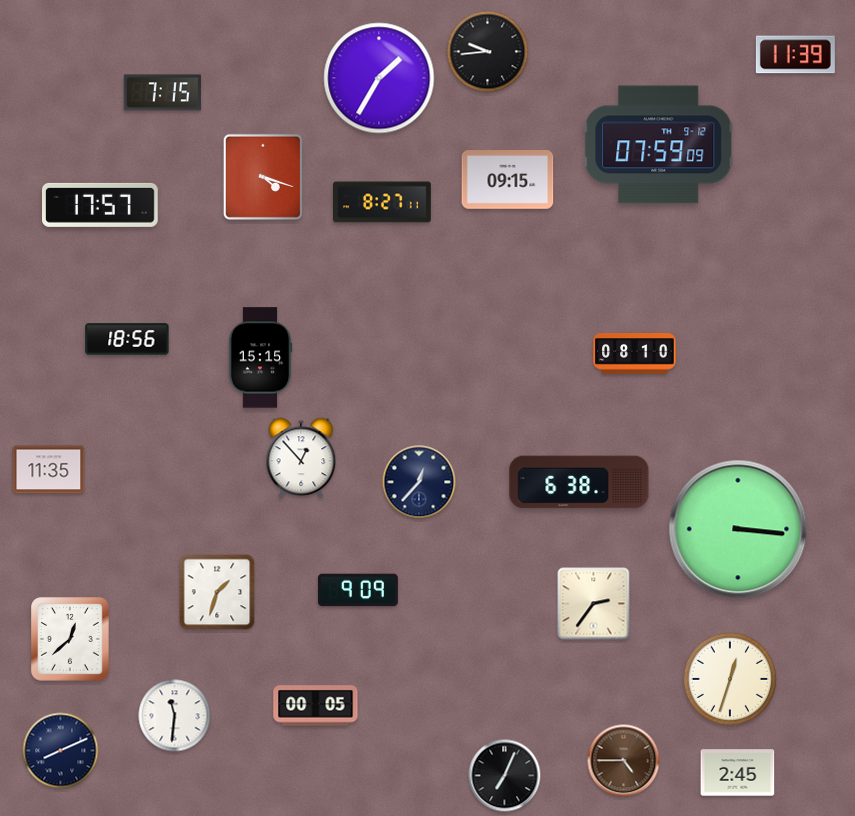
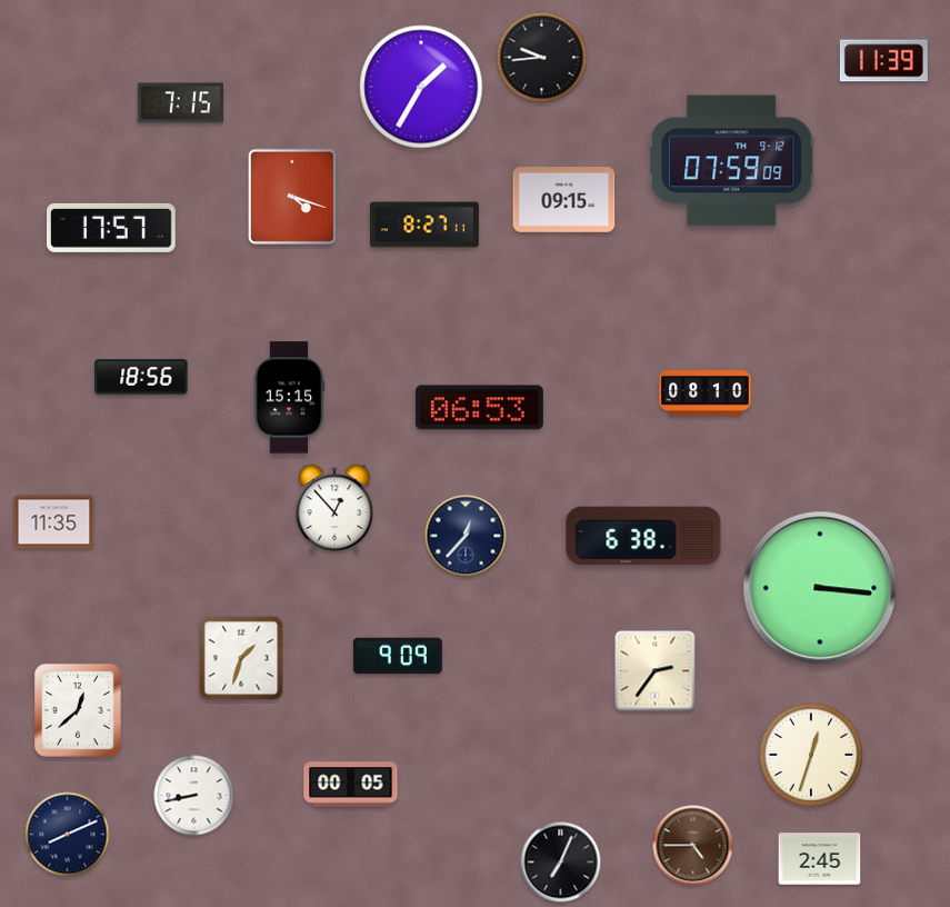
clock at (479, 408): none -> 06:53
clock at (594, 604) position: (594, 604) -> (656, 671)
clock at (175, 716): 11:31 -> 8:43
